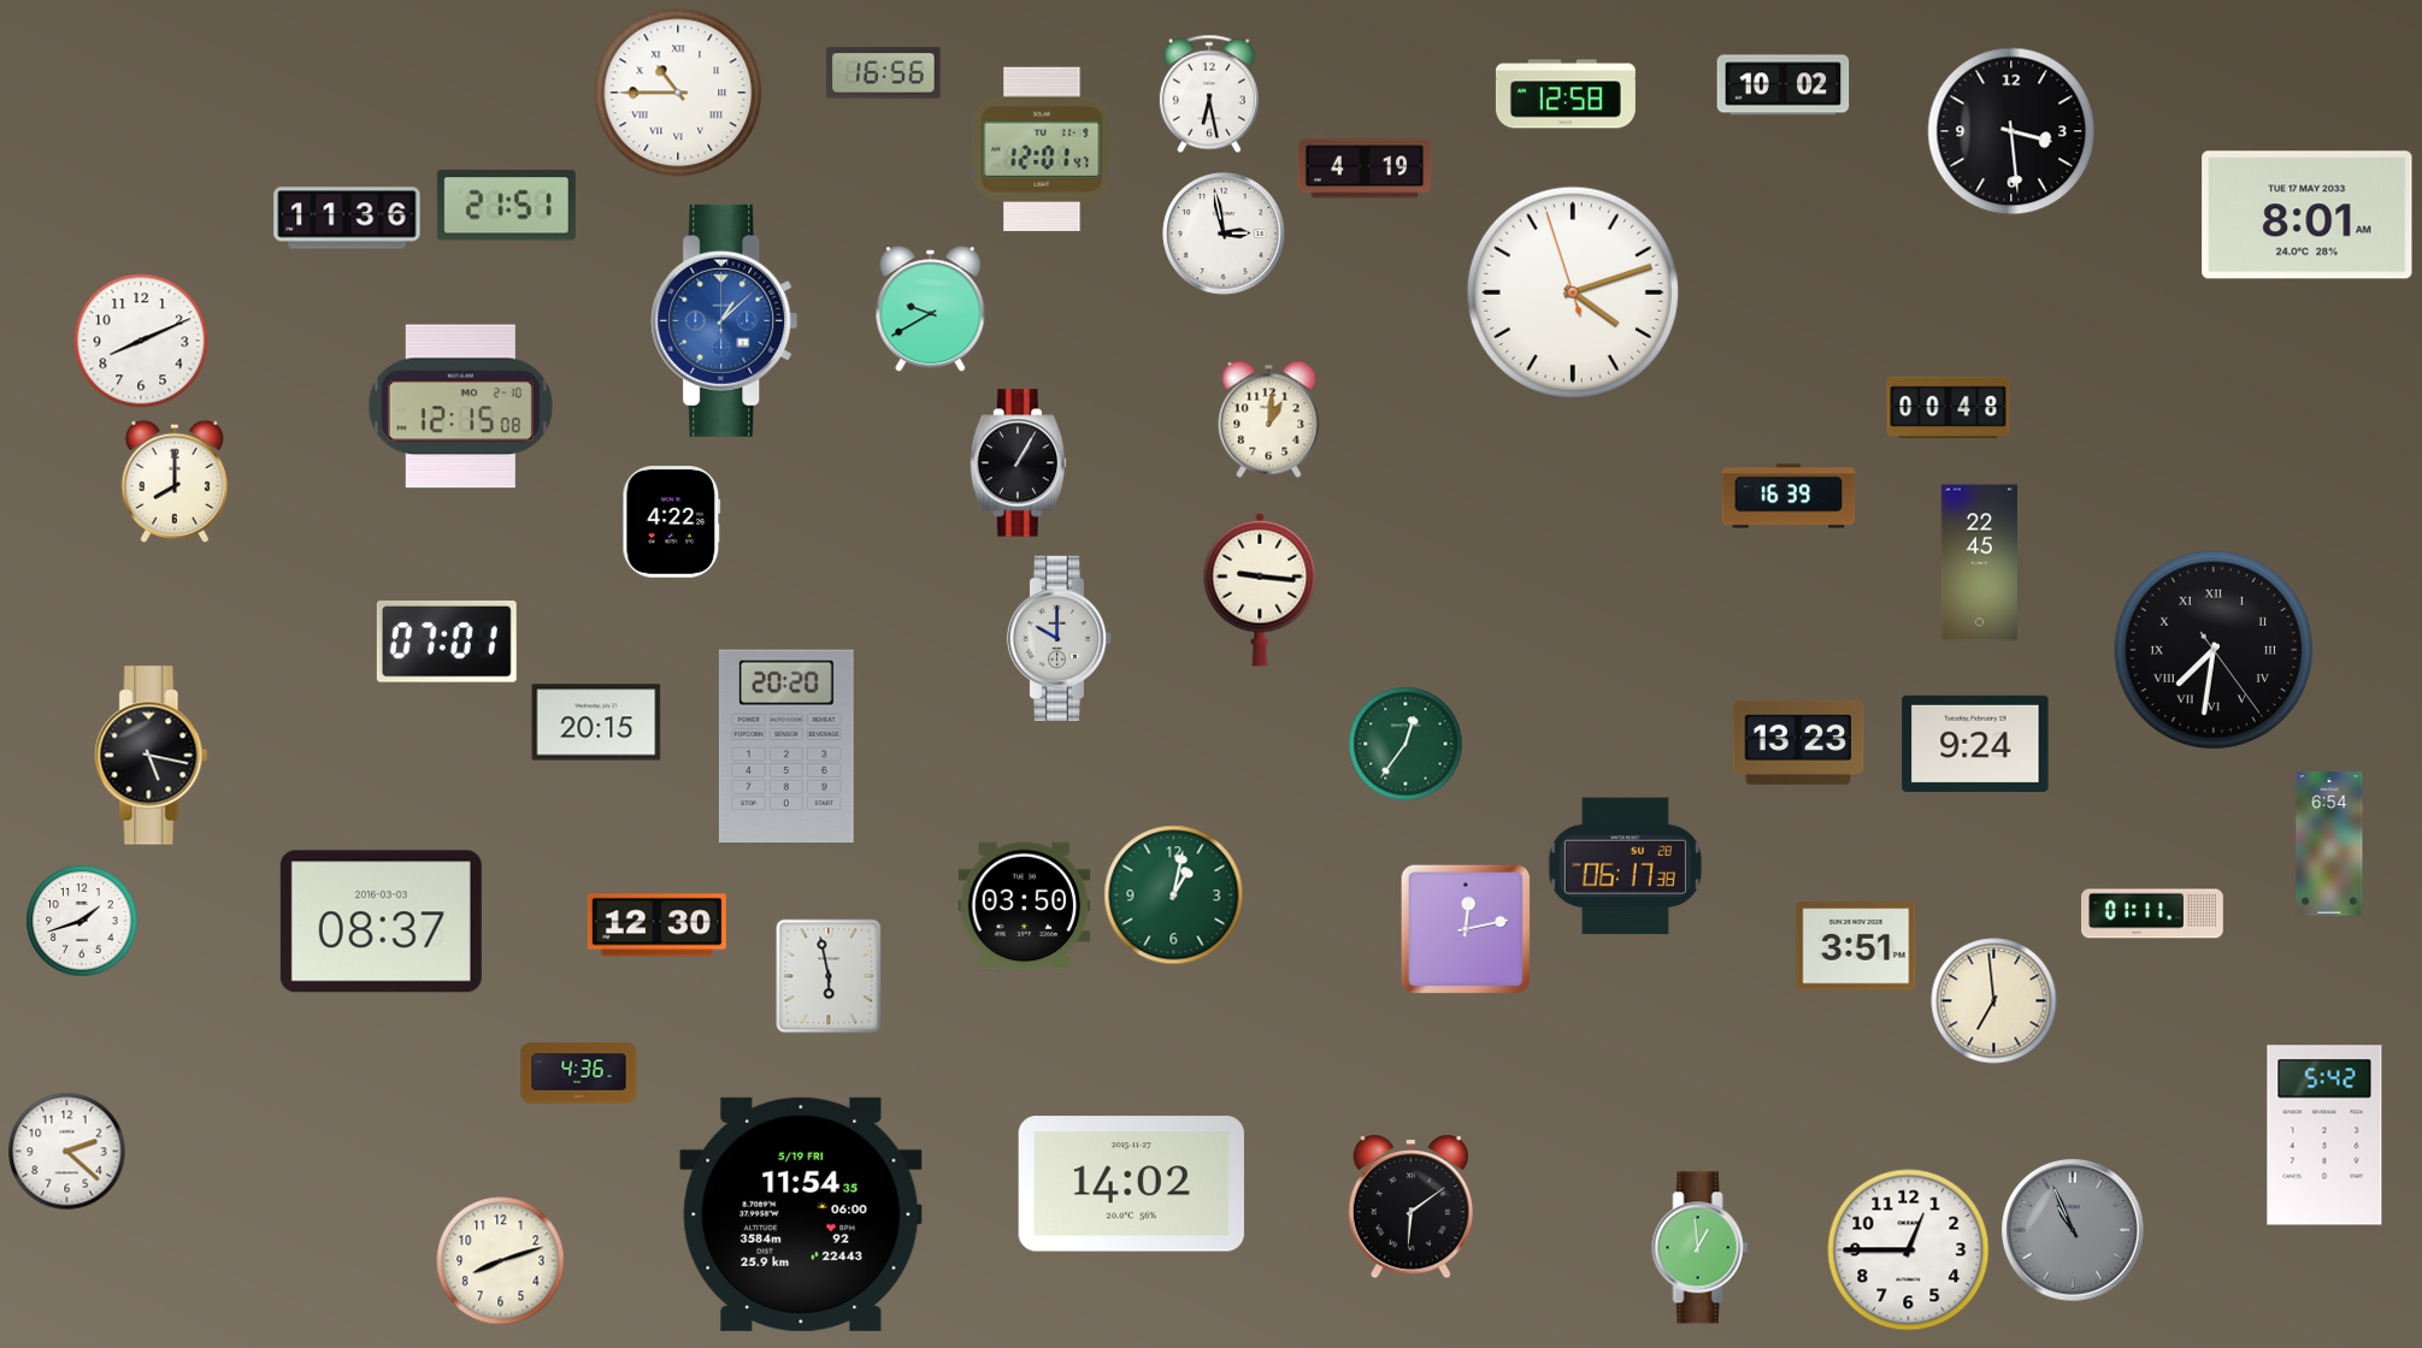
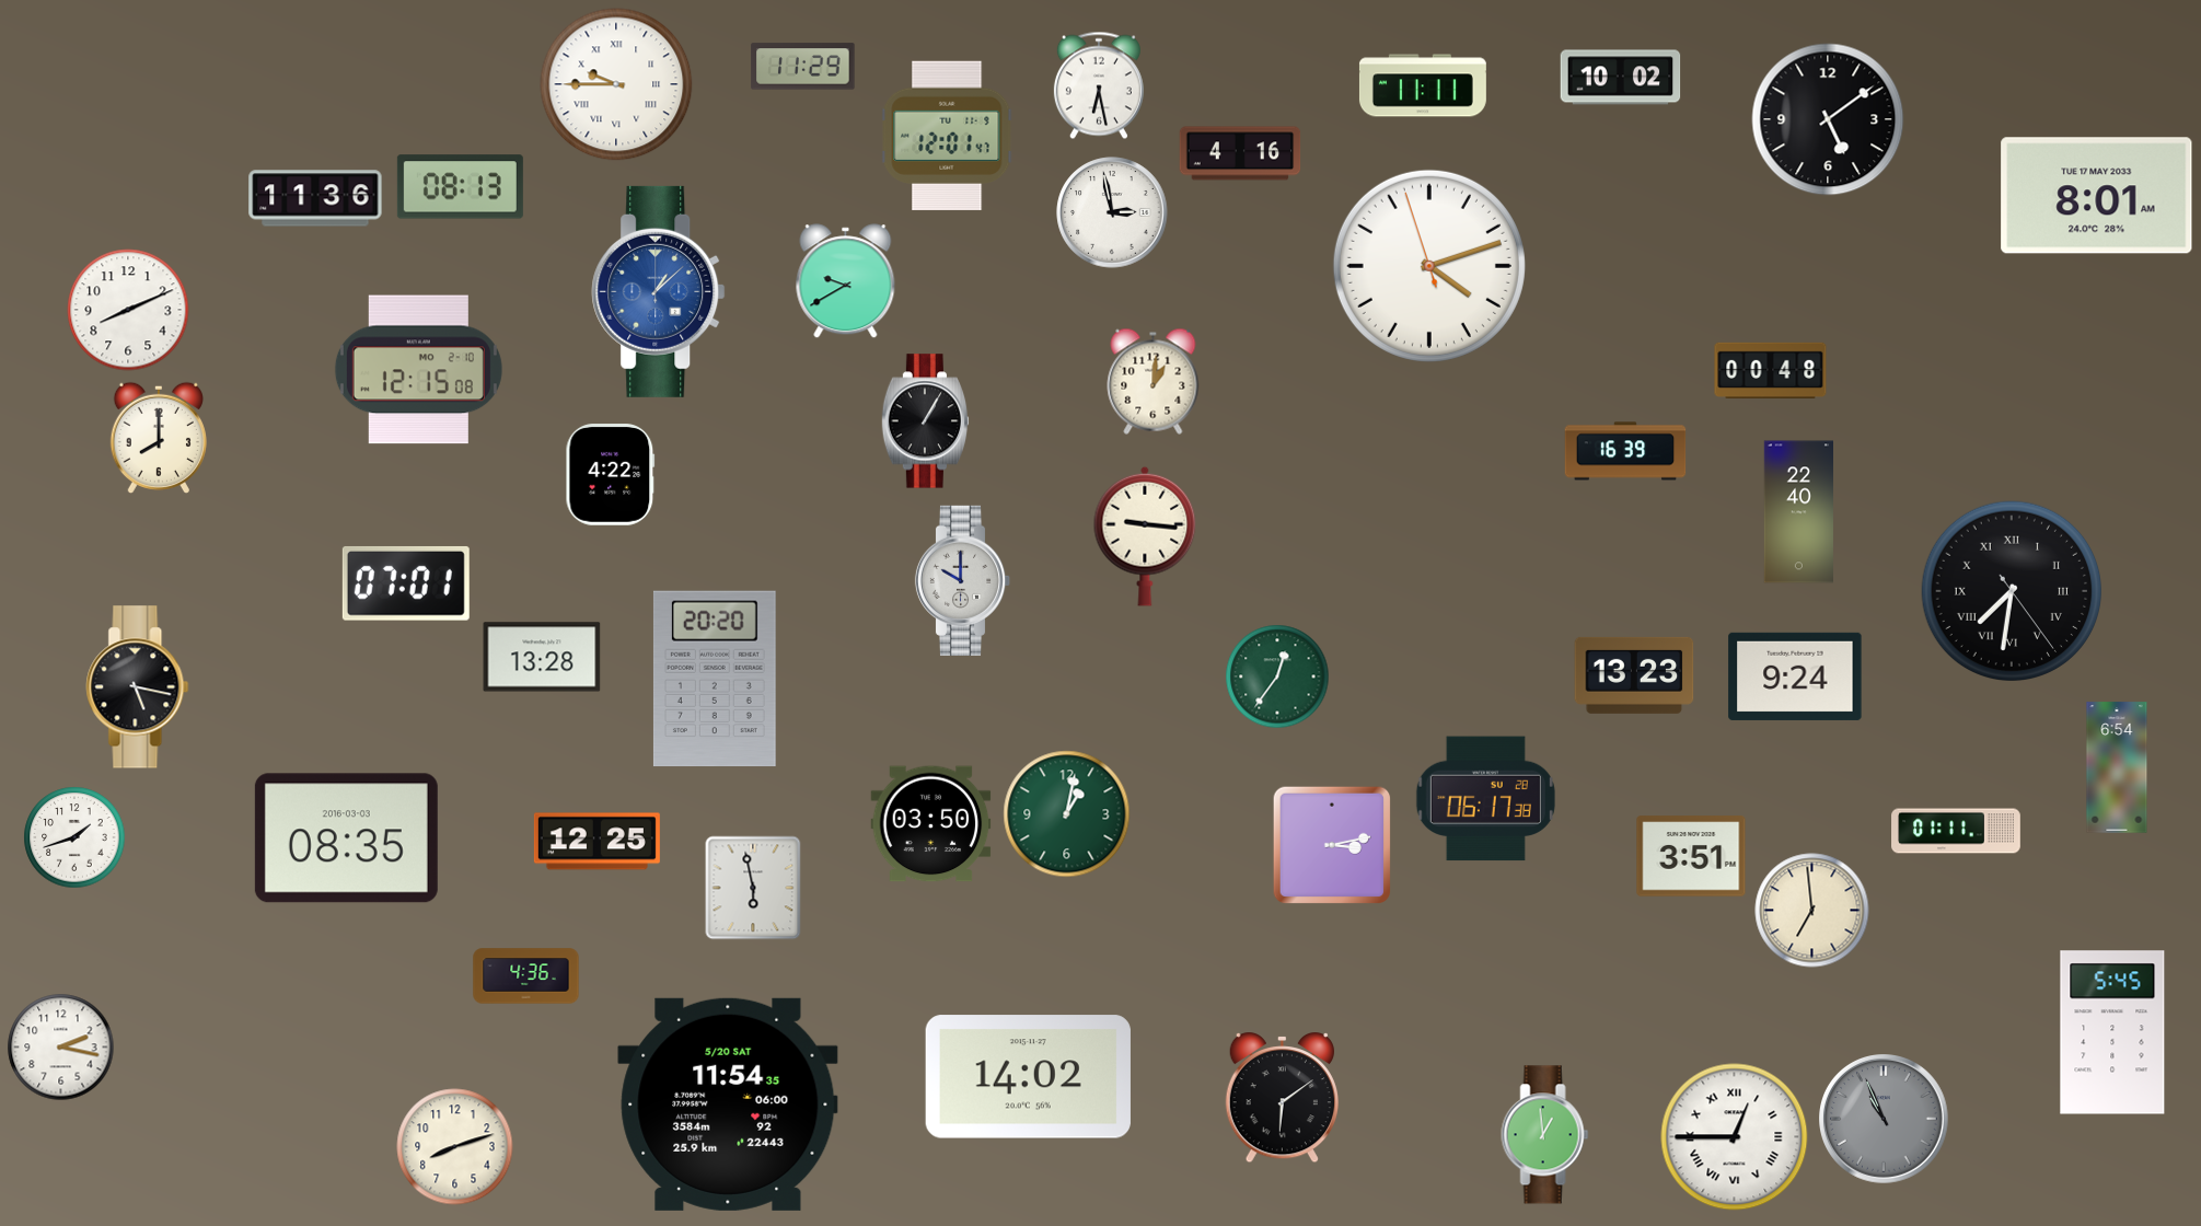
clock at (884, 73): 16:56 -> 11:29
clock at (678, 93): 10:45 -> 9:45
clock at (1566, 94): 12:58 -> 11:11
clock at (2011, 131): 3:29 -> 5:09
clock at (1365, 168): 4:19 -> 4:16
clock at (506, 206): 21:51 -> 08:13
clock at (1979, 563): 22:45 -> 22:40
clock at (596, 722): 20:15 -> 13:28
clock at (1625, 867) position: (1625, 867) -> (1485, 799)
clock at (381, 922): 08:37 -> 08:35
clock at (656, 926): 12:30 -> 12:25
clock at (1466, 929): 12:13 -> 3:13
clock at (1856, 946) position: (1856, 946) -> (1691, 856)
clock at (2324, 1135): 5:42 -> 5:45
clock at (67, 1152): 2:22 -> 2:17
clock at (801, 1214) date: 5/19 FRI -> 5/20 SAT
clock at (1909, 1251) numerals: Arabic -> Roman
